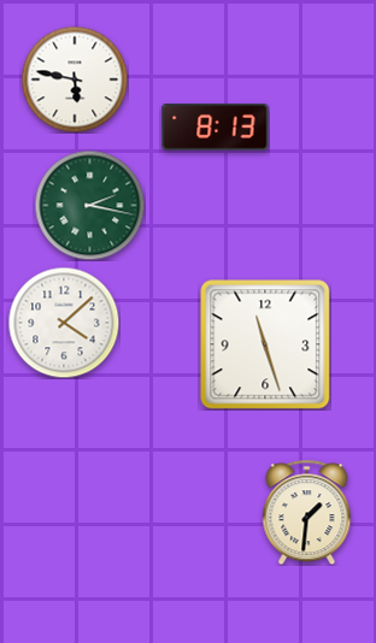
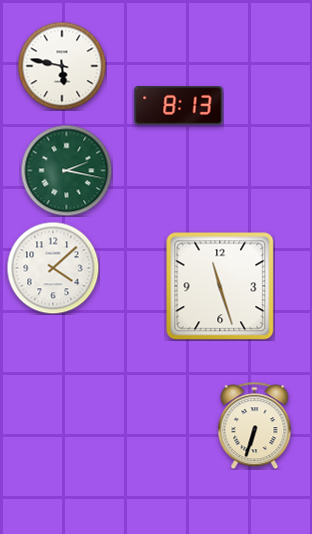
clock at (89, 205) position: (89, 205) -> (66, 170)
clock at (307, 512): 1:31 -> 6:33
